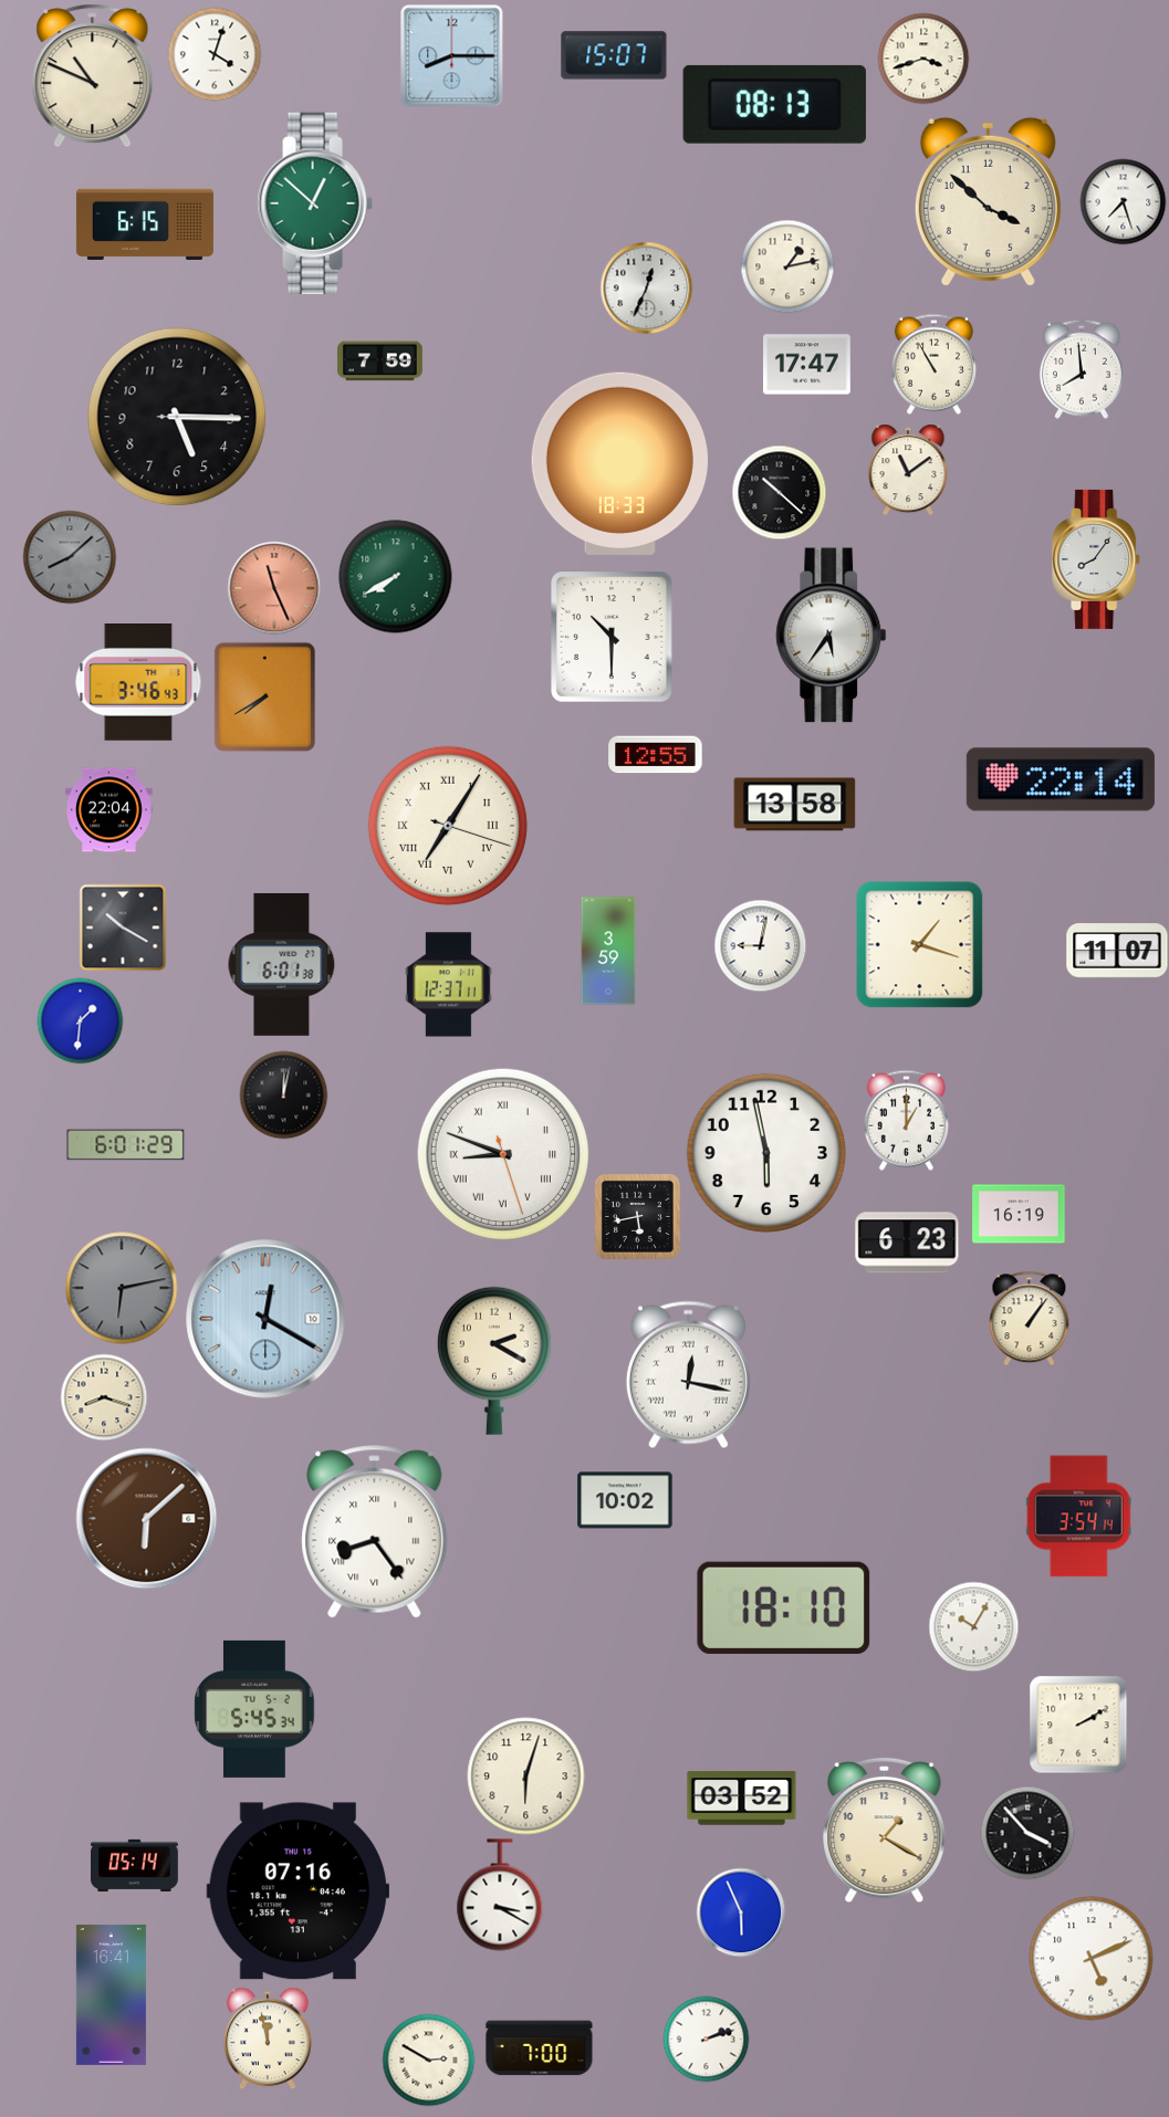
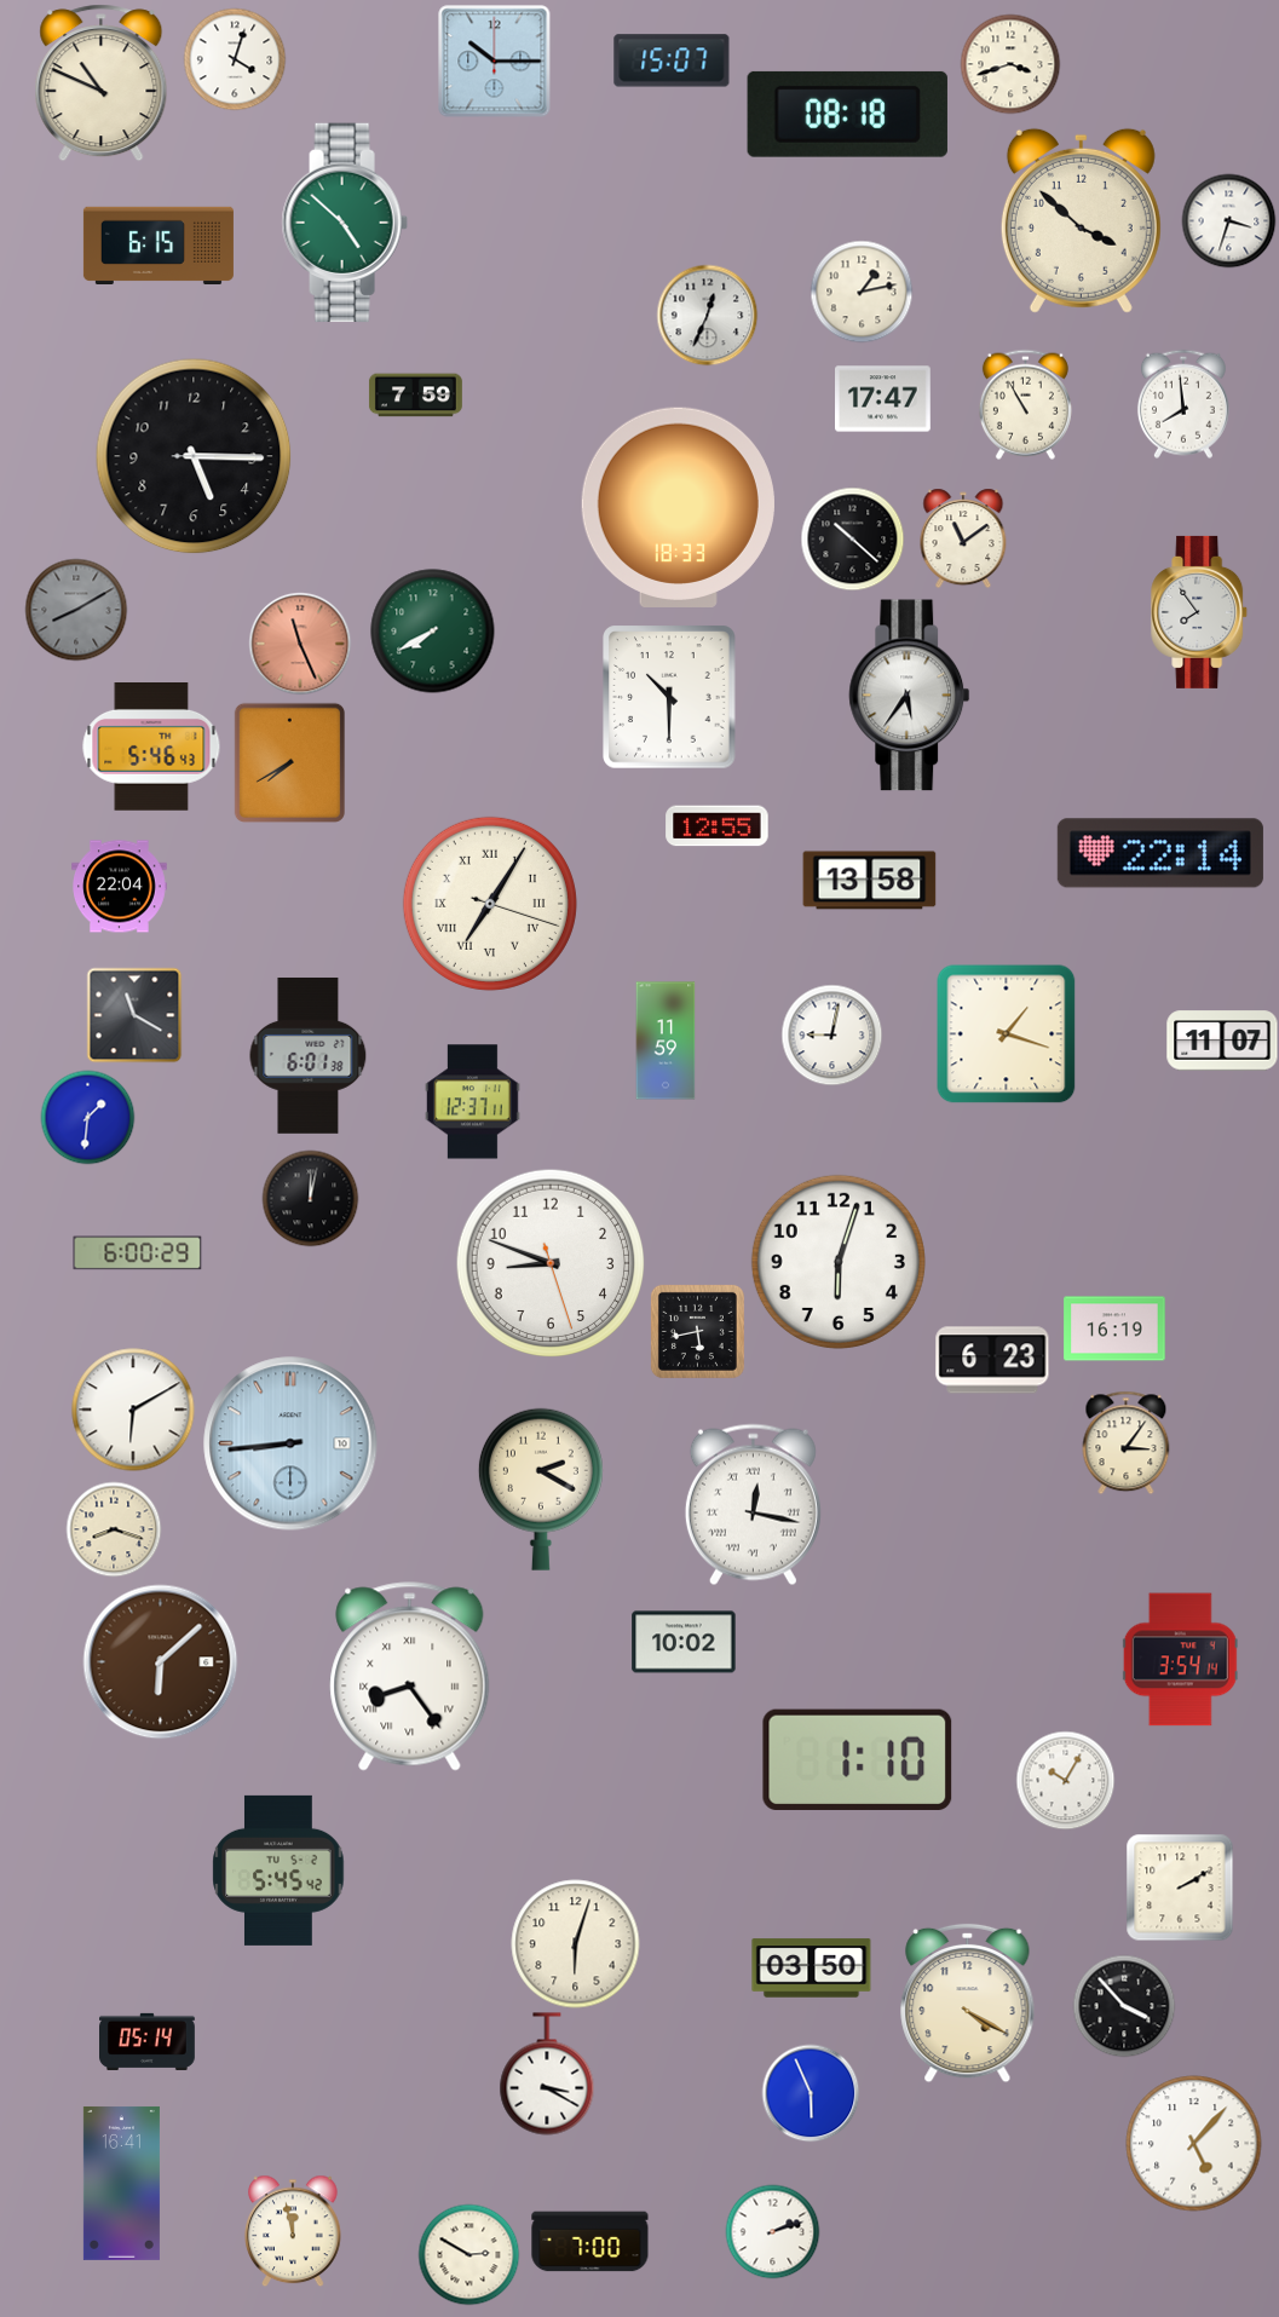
clock at (451, 55): 8:15 -> 10:15
clock at (774, 104): 08:13 -> 08:18
clock at (1123, 201): 7:27 -> 3:33
clock at (315, 203): 12:52 -> 4:52
clock at (933, 364) position: (933, 364) -> (1025, 404)
clock at (908, 470) position: (908, 470) -> (963, 538)
clock at (70, 557): 8:08 -> 8:10
clock at (1097, 559): 8:06 -> 7:54
clock at (138, 683): 3:46 -> 5:46
clock at (123, 928): 10:20 -> 11:20
clock at (608, 951): 3:59 -> 11:59
clock at (449, 985) position: (449, 985) -> (473, 1102)
clock at (906, 1120): 1:00 -> none
clock at (126, 1145): 6:01 -> 6:00
clock at (766, 1153): 5:58 -> 6:03
clock at (503, 1154) numerals: Roman -> Arabic
clock at (122, 1288): 6:13 -> 6:10
clock at (122, 1288) dial: grey -> white
clock at (1030, 1318): 1:06 -> 3:06
clock at (265, 1319): 12:20 -> 8:44
clock at (784, 1607): 18:10 -> 1:10
clock at (254, 1709): 5:45:34 -> 5:45:42
clock at (742, 1799): 03:52 -> 03:50
clock at (885, 1831): 1:20 -> 4:20
clock at (298, 1891): 07:16 -> none
clock at (1092, 1959): 5:11 -> 5:07
